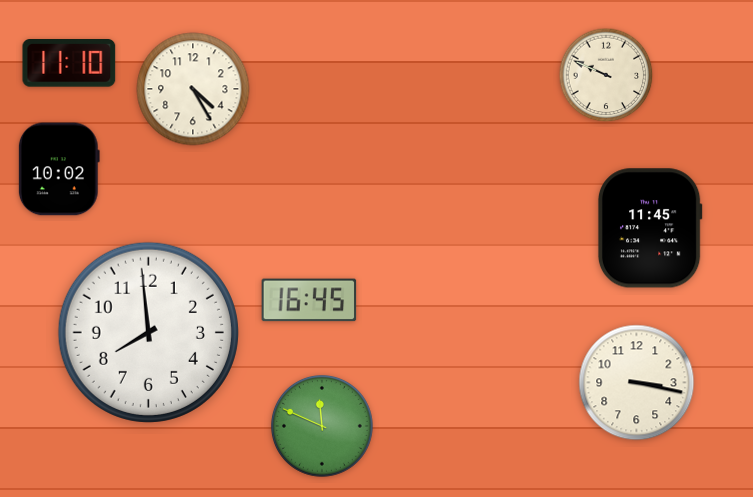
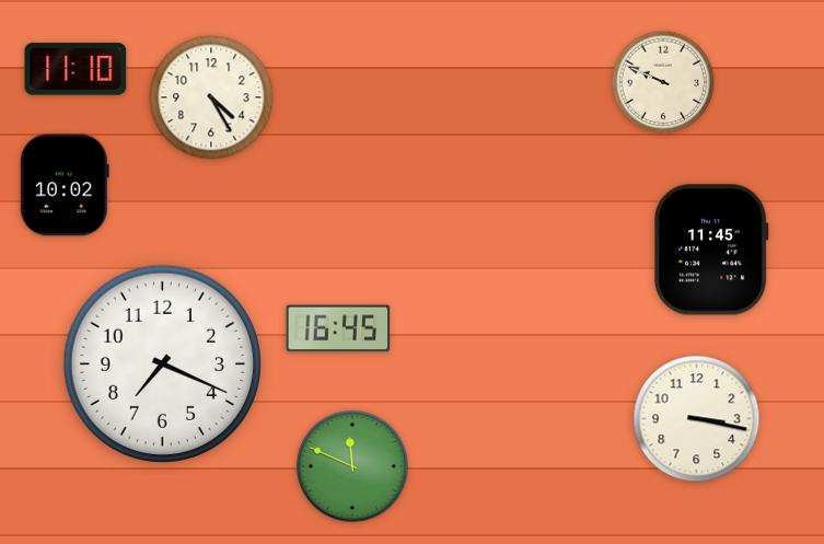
clock at (148, 332): 7:59 -> 7:19
